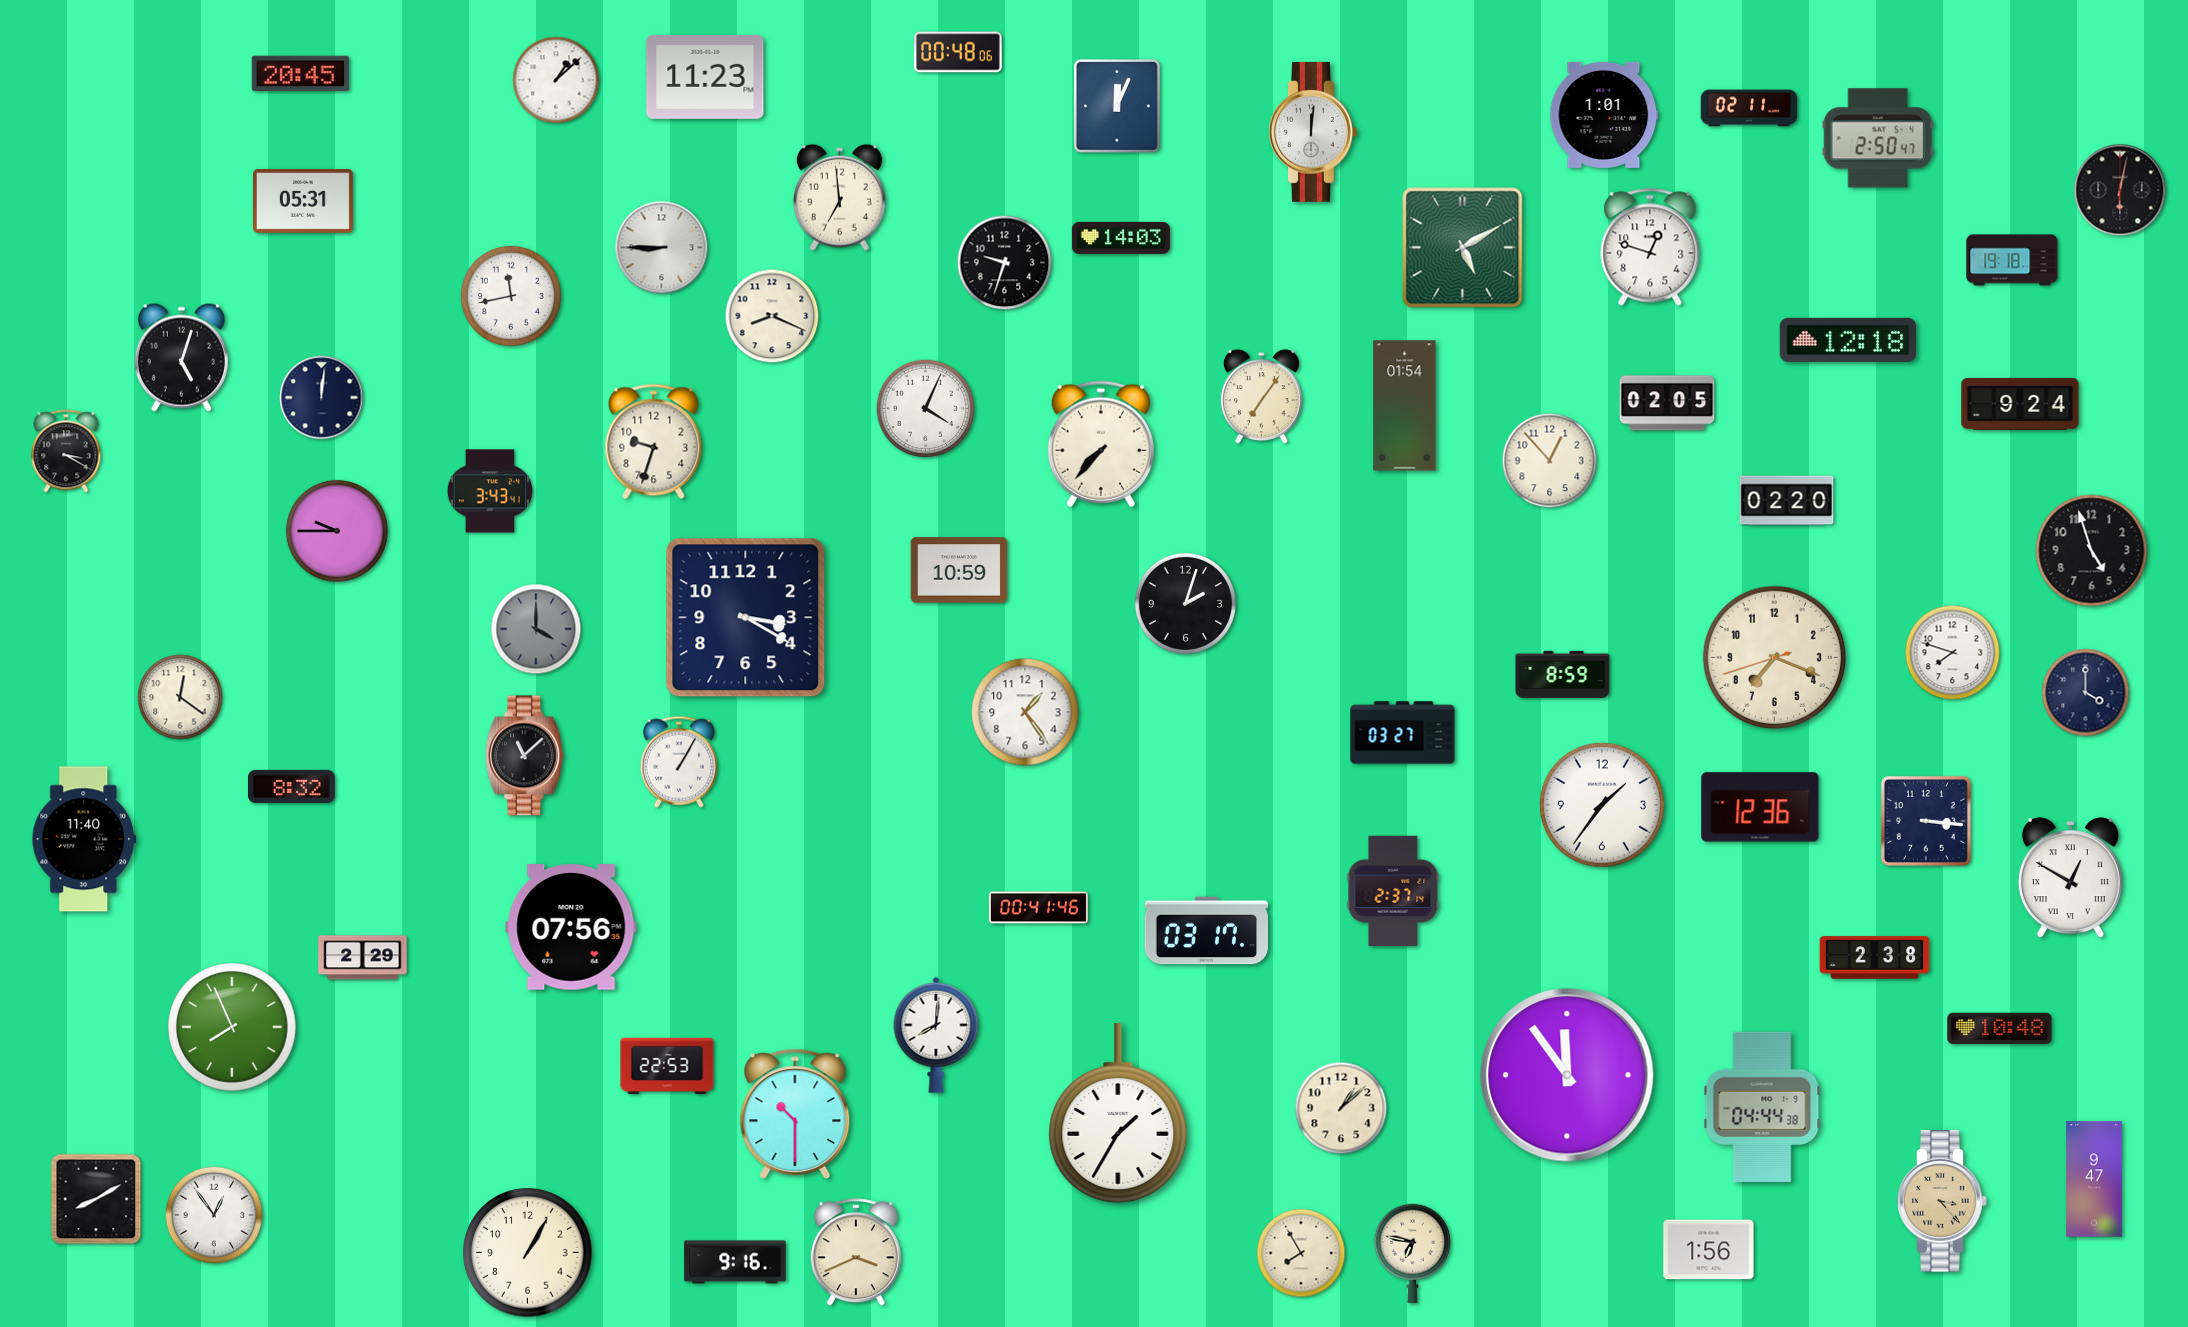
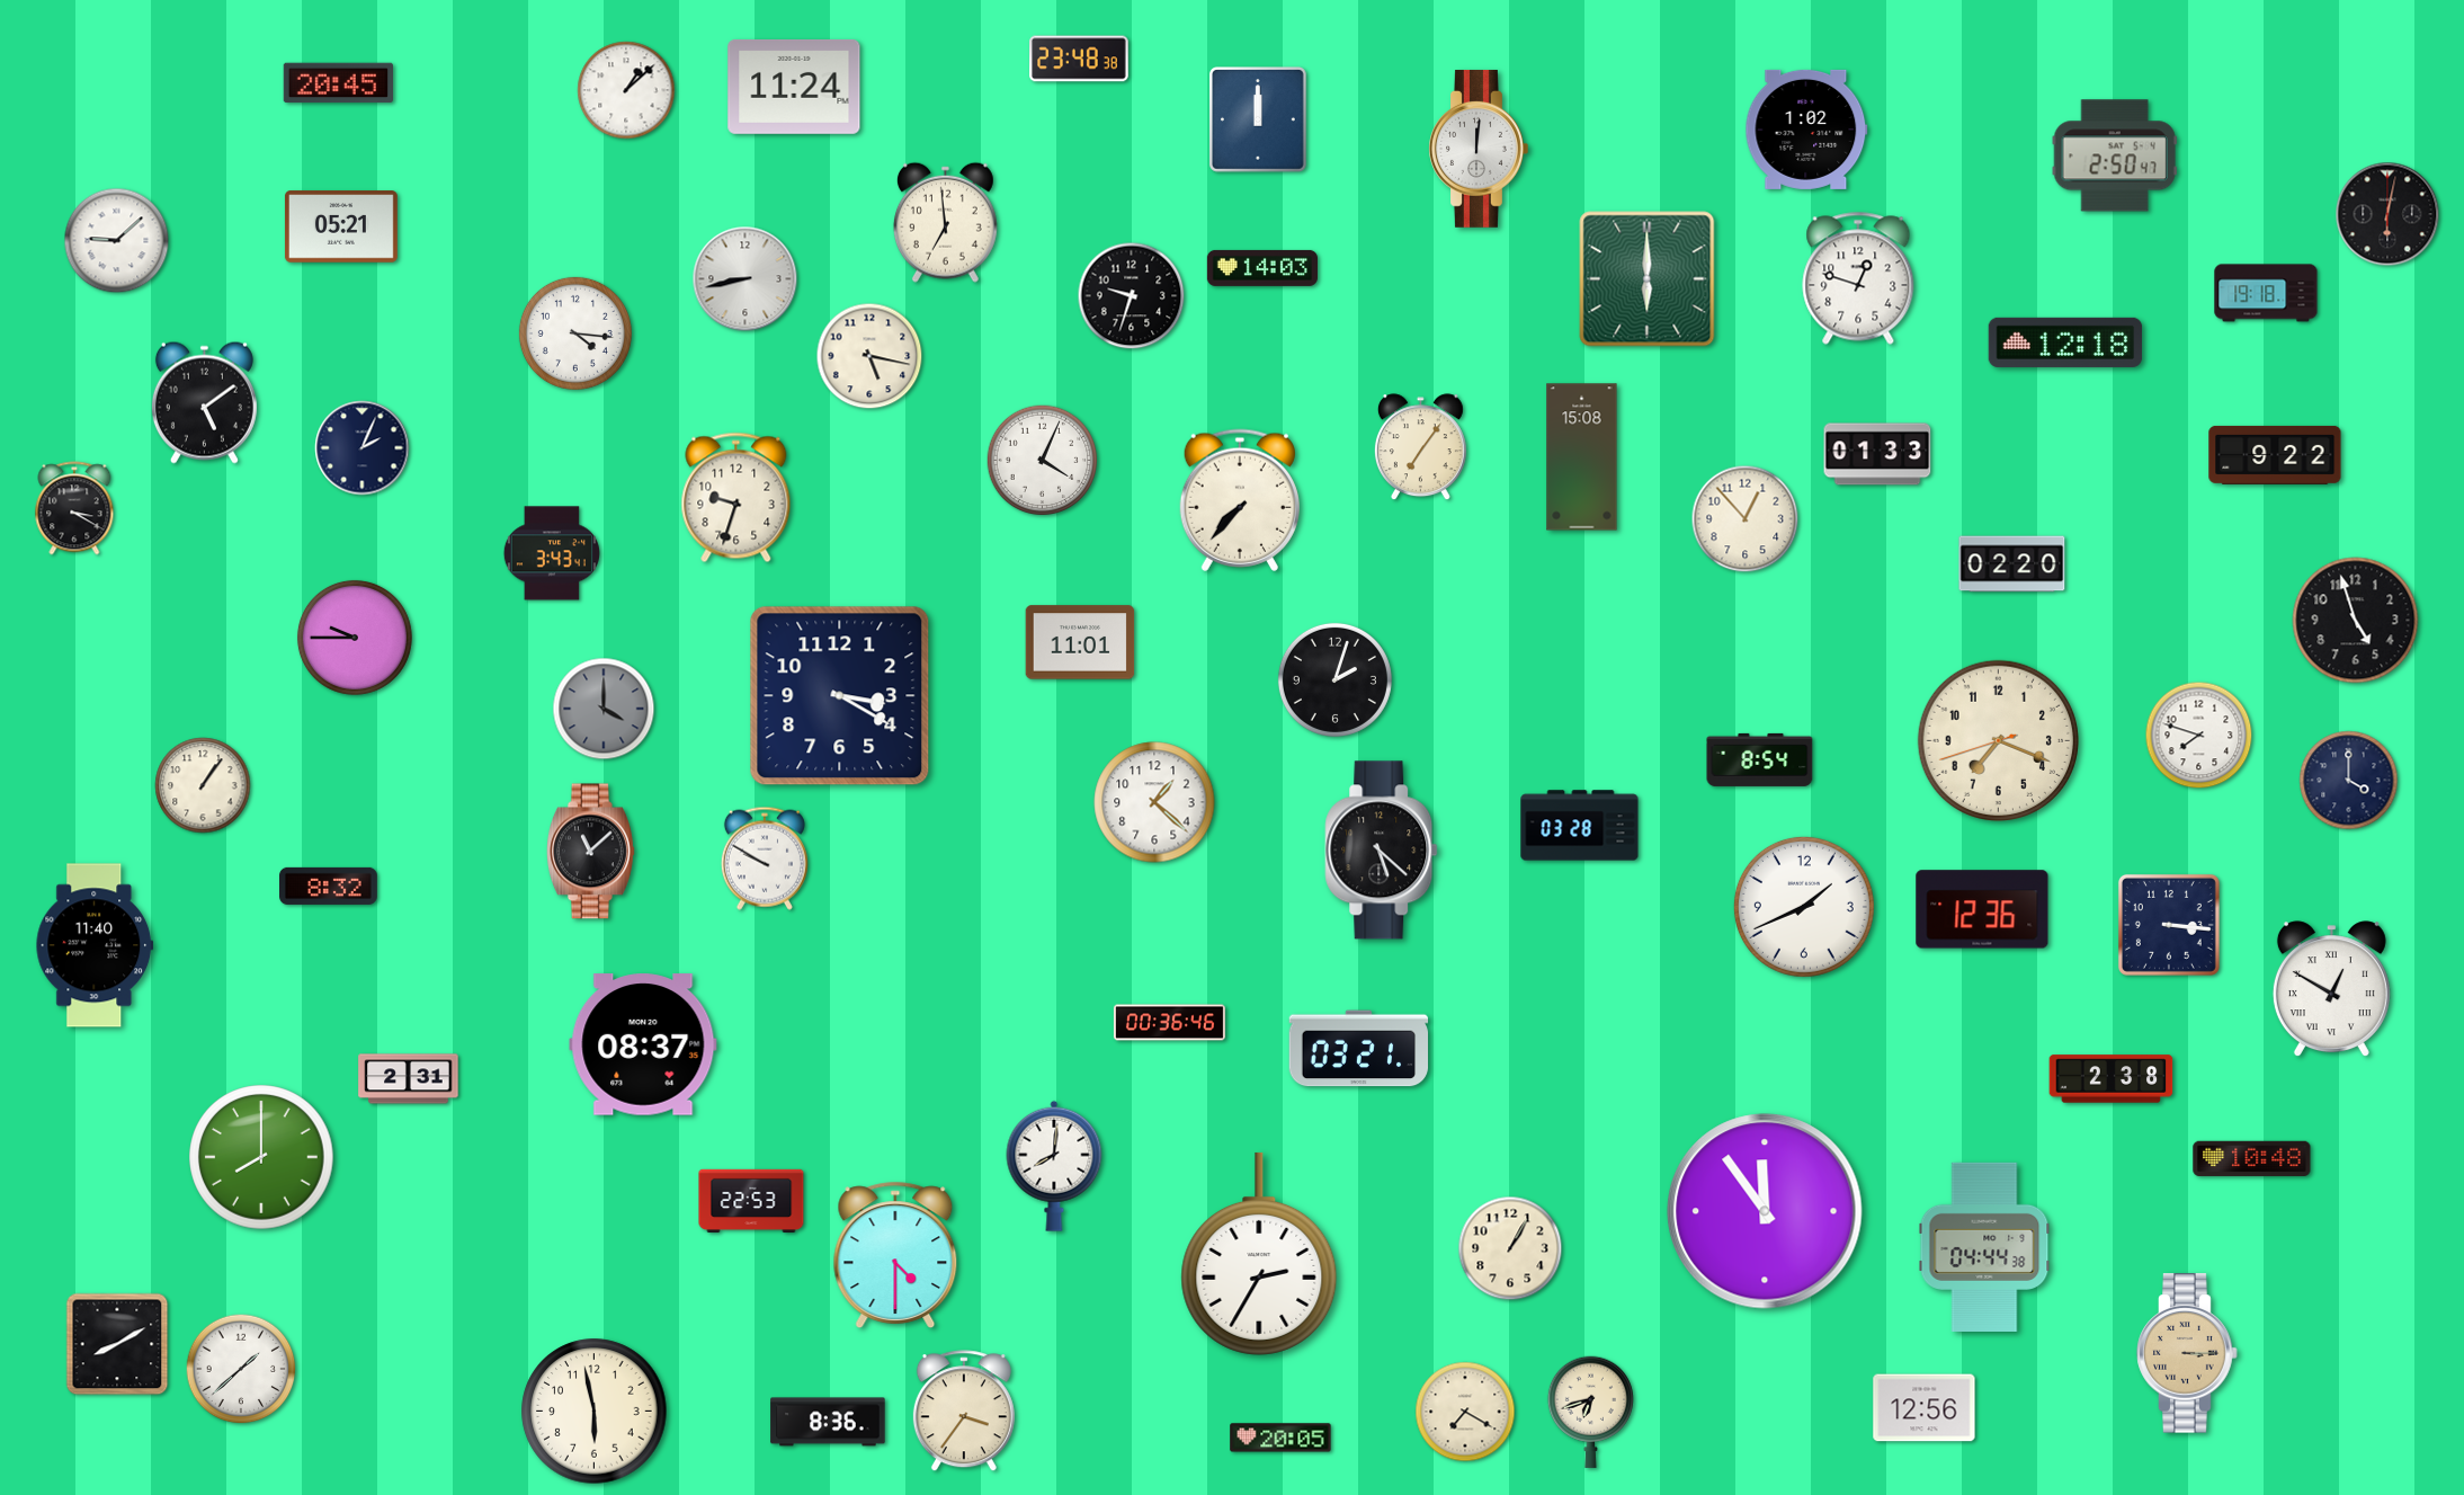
clock at (958, 52): 00:48 -> 23:48
clock at (705, 77): 11:23 -> 11:24
clock at (1117, 107): 12:04 -> 12:00
clock at (1749, 108): 02:11 -> none
clock at (1604, 115): 1:01 -> 1:02
clock at (303, 201): 05:31 -> 05:21
clock at (117, 241): none -> 9:08
clock at (662, 248): 8:45 -> 8:43
clock at (1463, 248): 5:10 -> 6:00
clock at (511, 296): 11:43 -> 4:16
clock at (772, 316): 8:19 -> 5:17
clock at (1848, 340) position: (1848, 340) -> (2065, 342)
clock at (181, 357): 5:03 -> 5:09
clock at (322, 398): 12:01 -> 2:04
clock at (1667, 403): 02:05 -> 01:33
clock at (2020, 404): 9:24 -> 9:22
clock at (1405, 406): 01:54 -> 15:08
clock at (337, 531) position: (337, 531) -> (355, 638)
clock at (959, 570): 10:59 -> 11:01
clock at (1563, 674): 8:59 -> 8:54
clock at (180, 697): 12:21 -> 1:06
clock at (1025, 712): 1:24 -> 1:22
clock at (1403, 733): 03:27 -> 03:28
clock at (1382, 851): none -> 5:22
clock at (679, 762): 1:05 -> 9:50
clock at (1602, 805): 1:36 -> 1:41
clock at (1393, 891): 2:37 -> none
clock at (1038, 908): 00:41 -> 00:36
clock at (571, 927): 07:56 -> 08:37
clock at (1207, 931): 03:17 -> 03:21
clock at (363, 958): 2:29 -> 2:31
clock at (232, 1027): 7:56 -> 8:00
clock at (1341, 1108): 1:08 -> 1:05
clock at (1118, 1113): 1:35 -> 2:35
clock at (795, 1114): 10:30 -> 4:30
clock at (2094, 1179): 9:47 -> none
clock at (96, 1199) position: (96, 1199) -> (117, 1344)
clock at (1942, 1201): 3:23 -> 3:15
clock at (214, 1215): 12:54 -> 1:38
clock at (1709, 1250): 1:56 -> 12:56
clock at (528, 1253): 1:05 -> 5:58
clock at (856, 1253): 3:41 -> 3:36
clock at (1301, 1253): 7:55 -> 7:20
clock at (1412, 1253): 6:47 -> 6:42
clock at (735, 1262): 9:16 -> 8:36
clock at (1280, 1438): none -> 20:05
